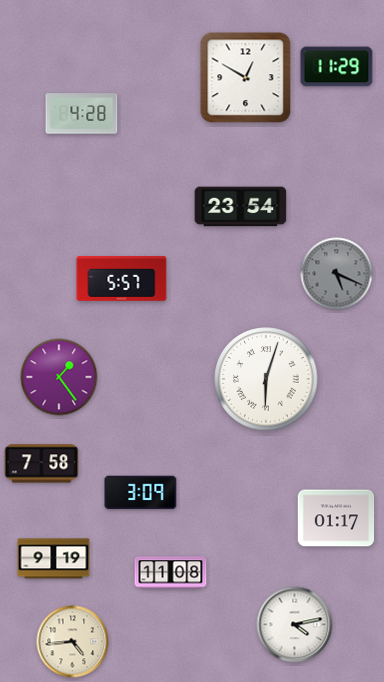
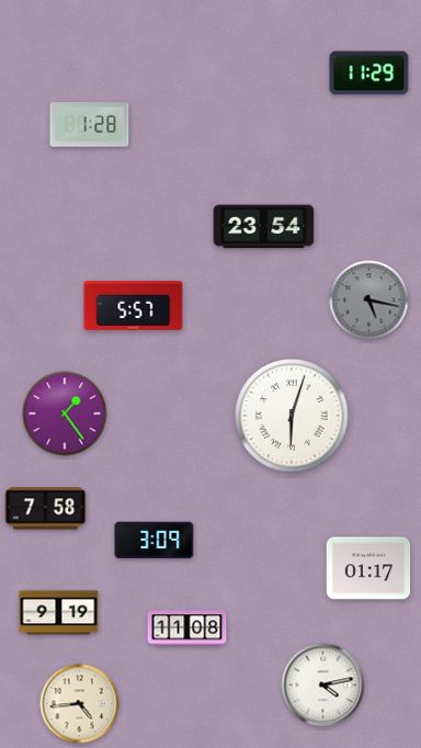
clock at (246, 78): 12:50 -> none
clock at (82, 114): 4:28 -> 1:28
clock at (337, 274): 5:19 -> 5:17
